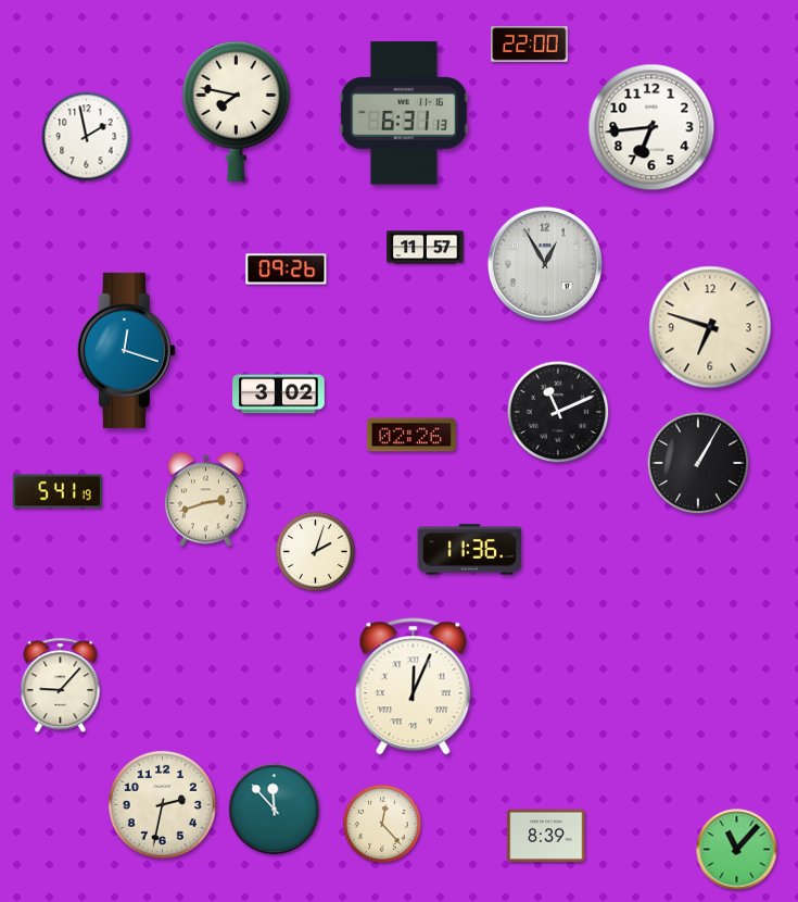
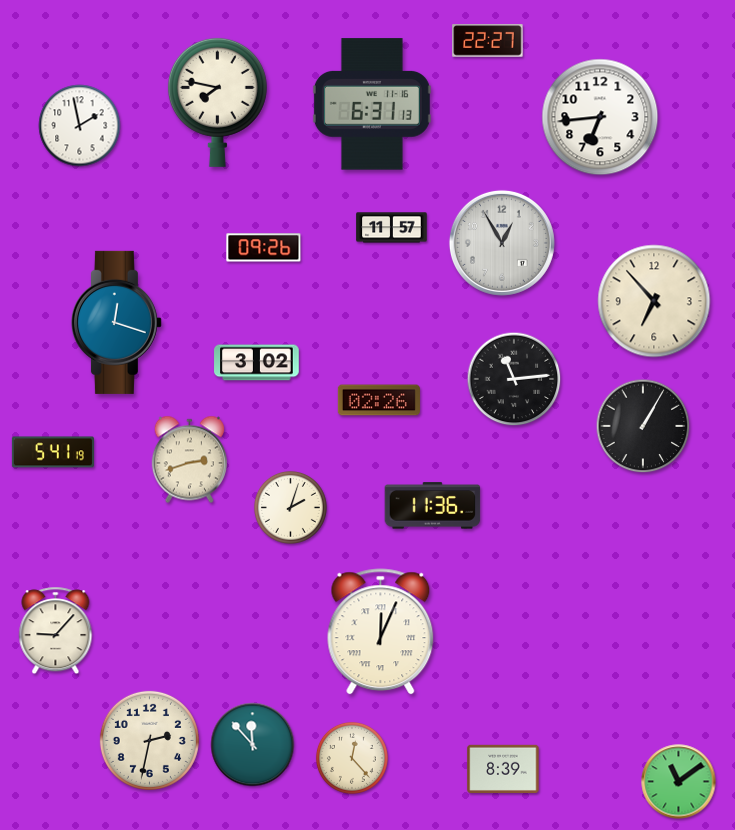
clock at (530, 45): 22:00 -> 22:27
clock at (710, 327): 6:48 -> 6:53
clock at (558, 412): 11:11 -> 11:14
clock at (737, 850): 11:07 -> 11:09
